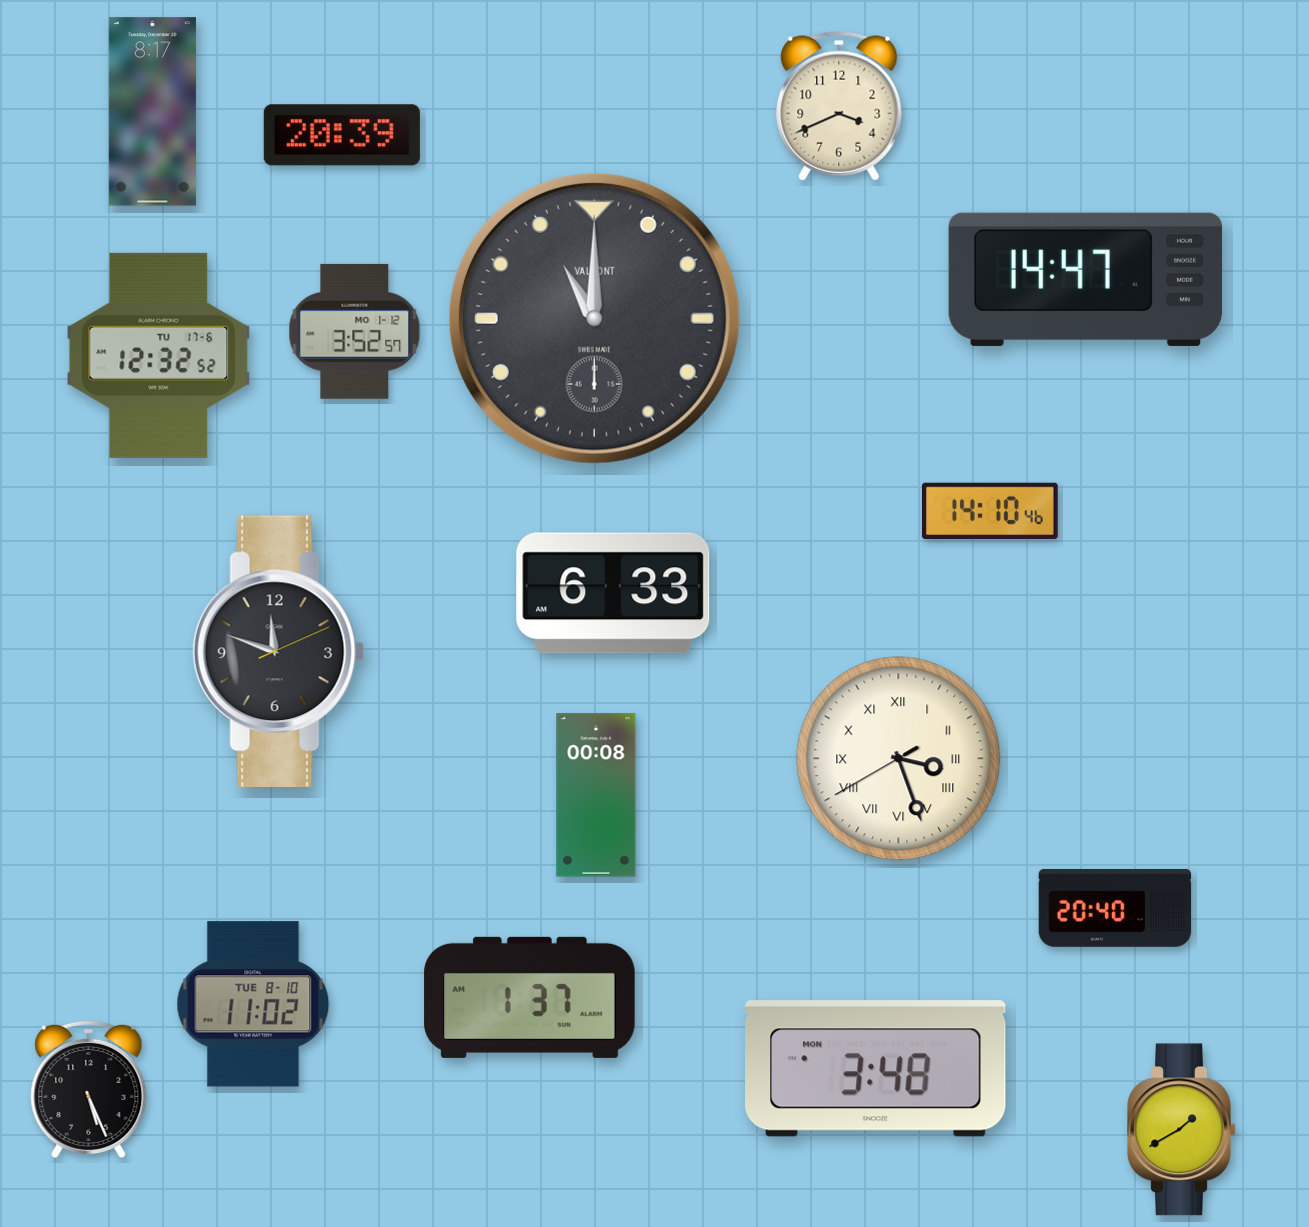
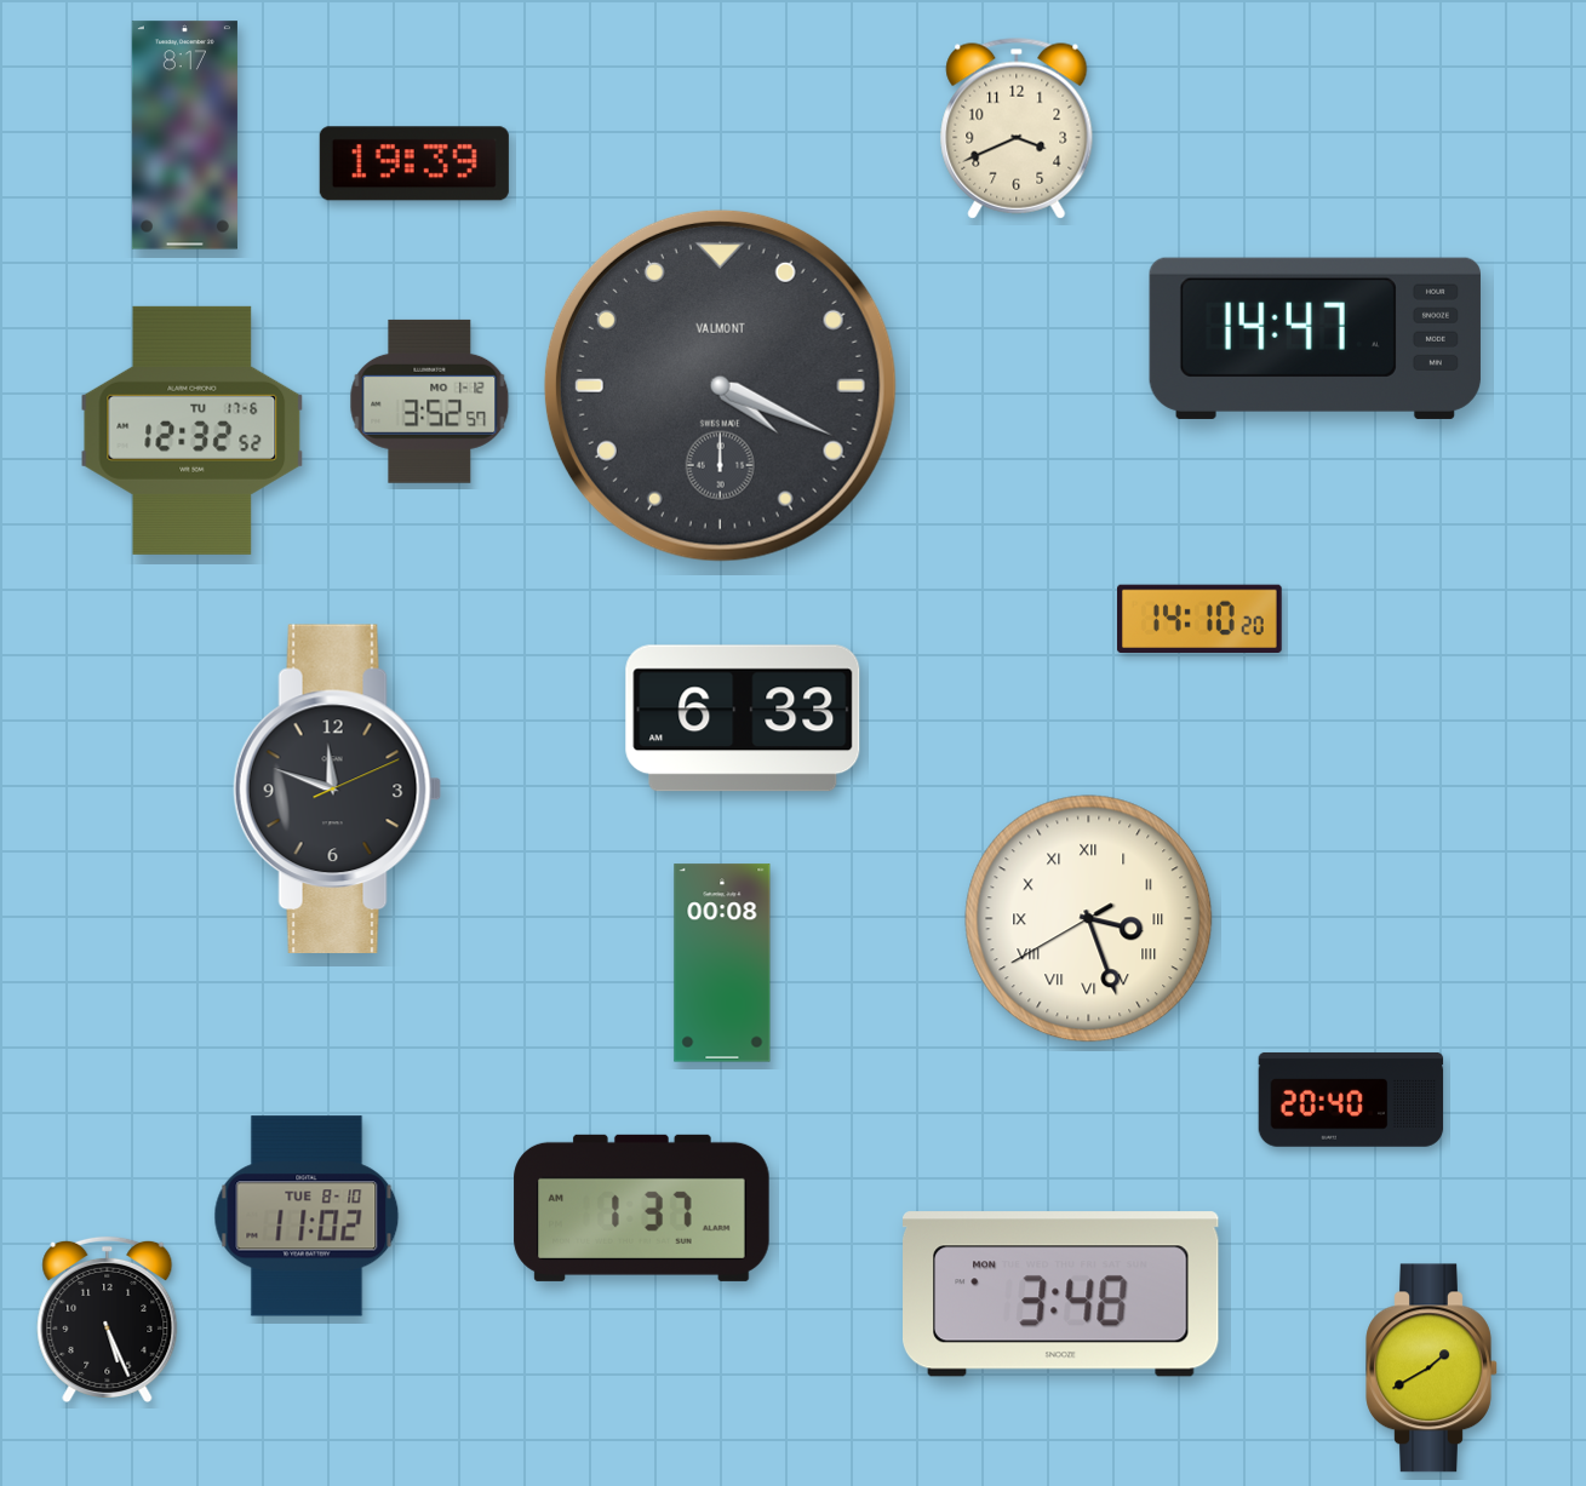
clock at (342, 135): 20:39 -> 19:39
clock at (594, 318): 11:00 -> 4:19
clock at (990, 511): 14:10:46 -> 14:10:20
